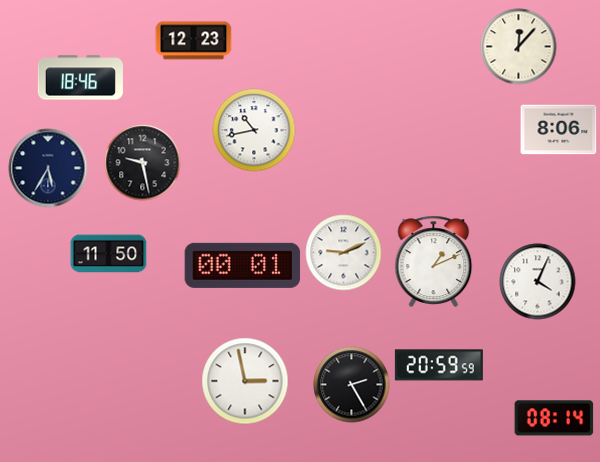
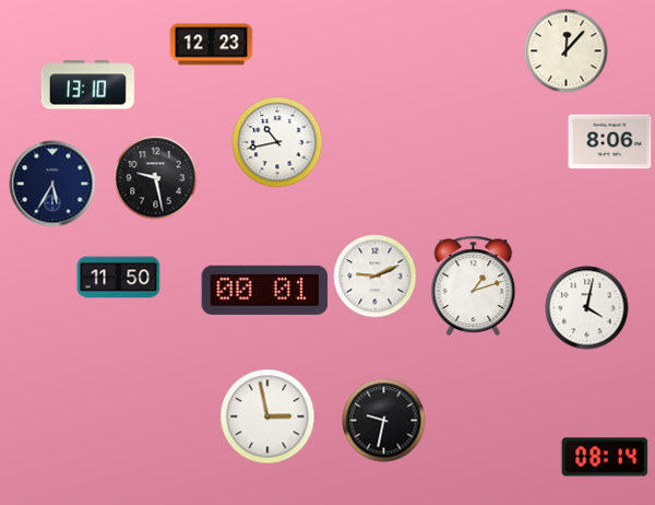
clock at (80, 78): 18:46 -> 13:10
clock at (434, 261): 1:11 -> 1:12
clock at (538, 282): 4:04 -> 4:02
clock at (439, 365): 20:59 -> none
clock at (352, 385): 2:25 -> 9:32
